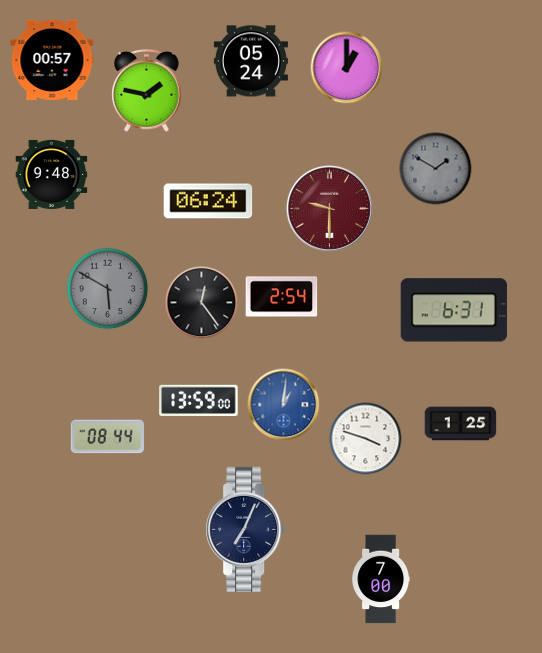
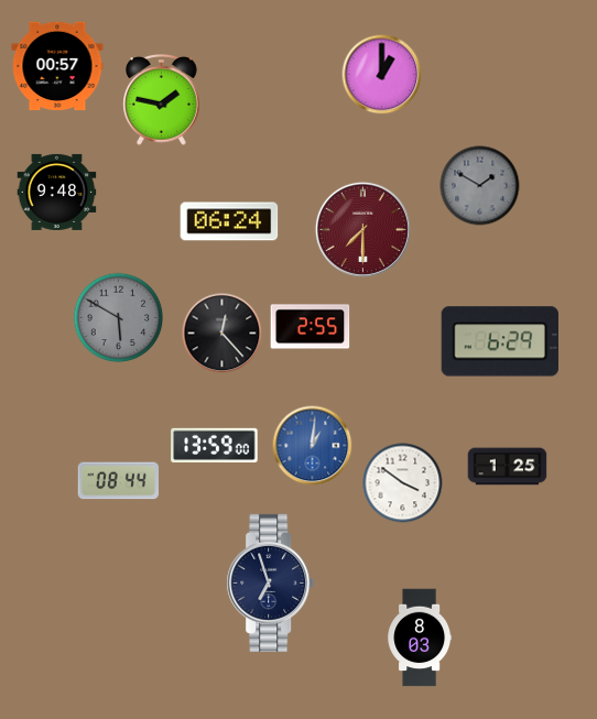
clock at (251, 61): 05:24 -> none
clock at (329, 208): 9:30 -> 7:30
clock at (282, 297): 2:54 -> 2:55
clock at (202, 303): 12:24 -> 12:23
clock at (454, 310): 6:31 -> 6:29
clock at (199, 400) position: (199, 400) -> (215, 445)
clock at (366, 439): 3:48 -> 3:51
clock at (246, 529): 7:04 -> 6:57
clock at (380, 579): 7:00 -> 8:03
